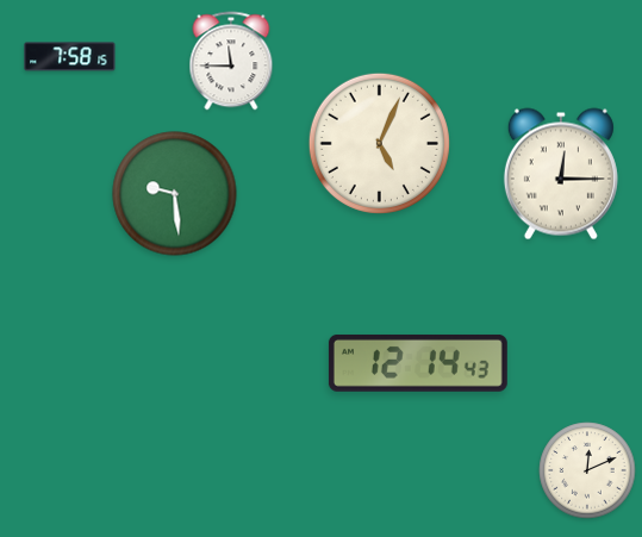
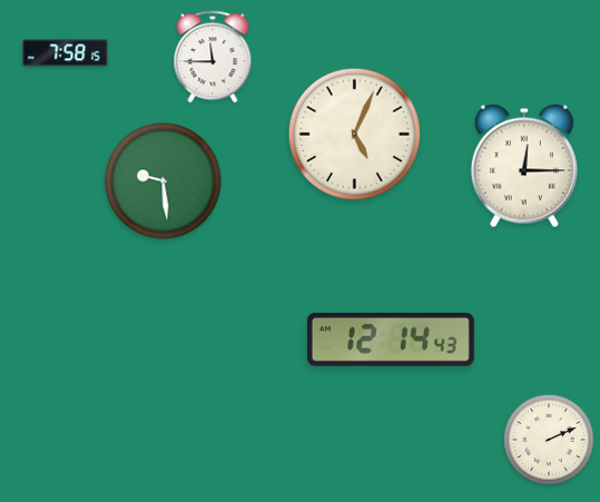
clock at (231, 61) position: (231, 61) -> (213, 57)
clock at (561, 174) position: (561, 174) -> (524, 166)
clock at (587, 470): 12:11 -> 2:11
